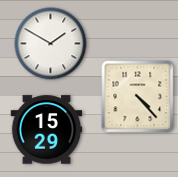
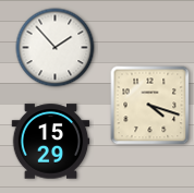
clock at (51, 44): 1:50 -> 1:53
clock at (138, 97): 4:23 -> 4:18
